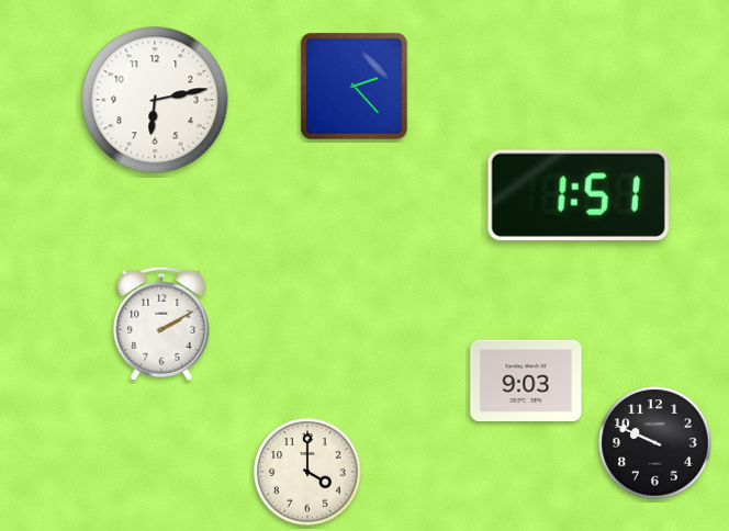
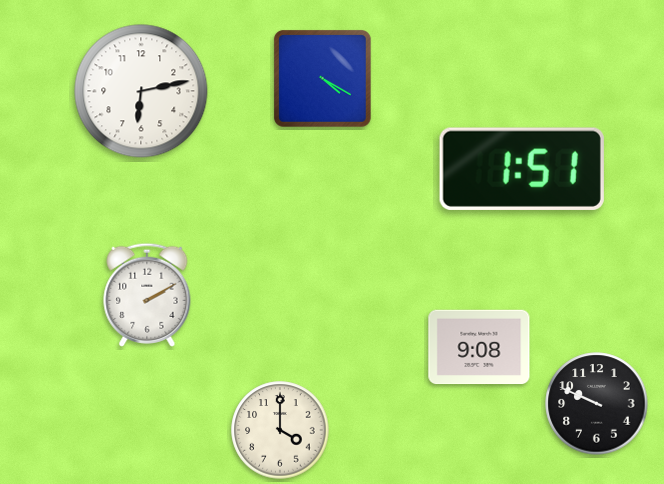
clock at (354, 86): 2:23 -> 4:20
clock at (579, 195) position: (579, 195) -> (522, 169)
clock at (526, 381): 9:03 -> 9:08
